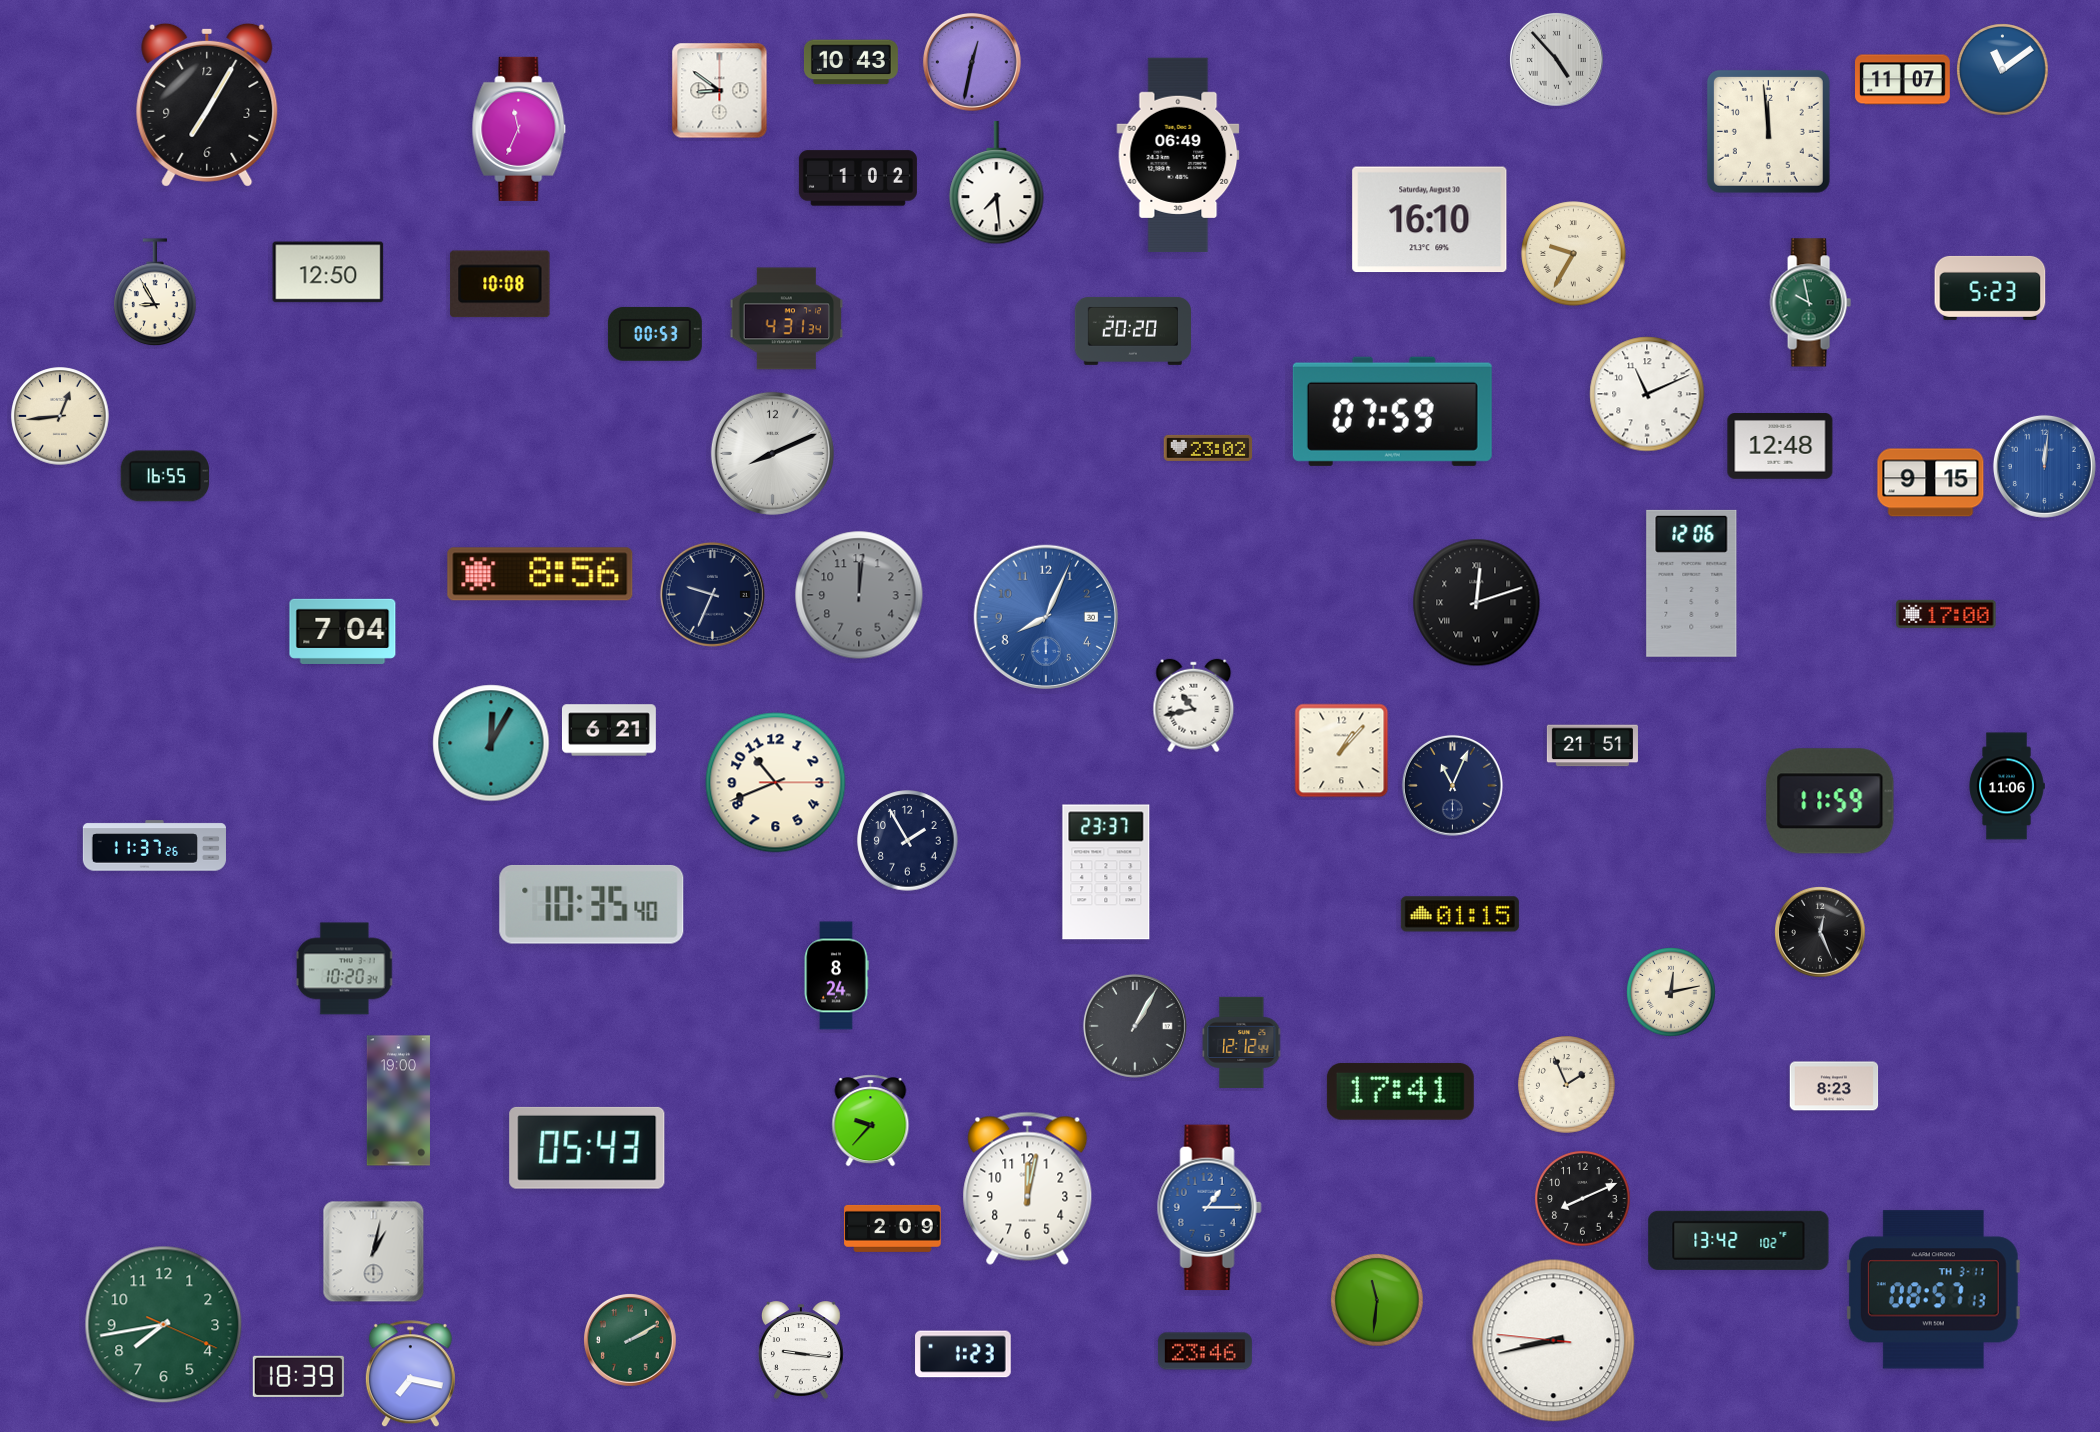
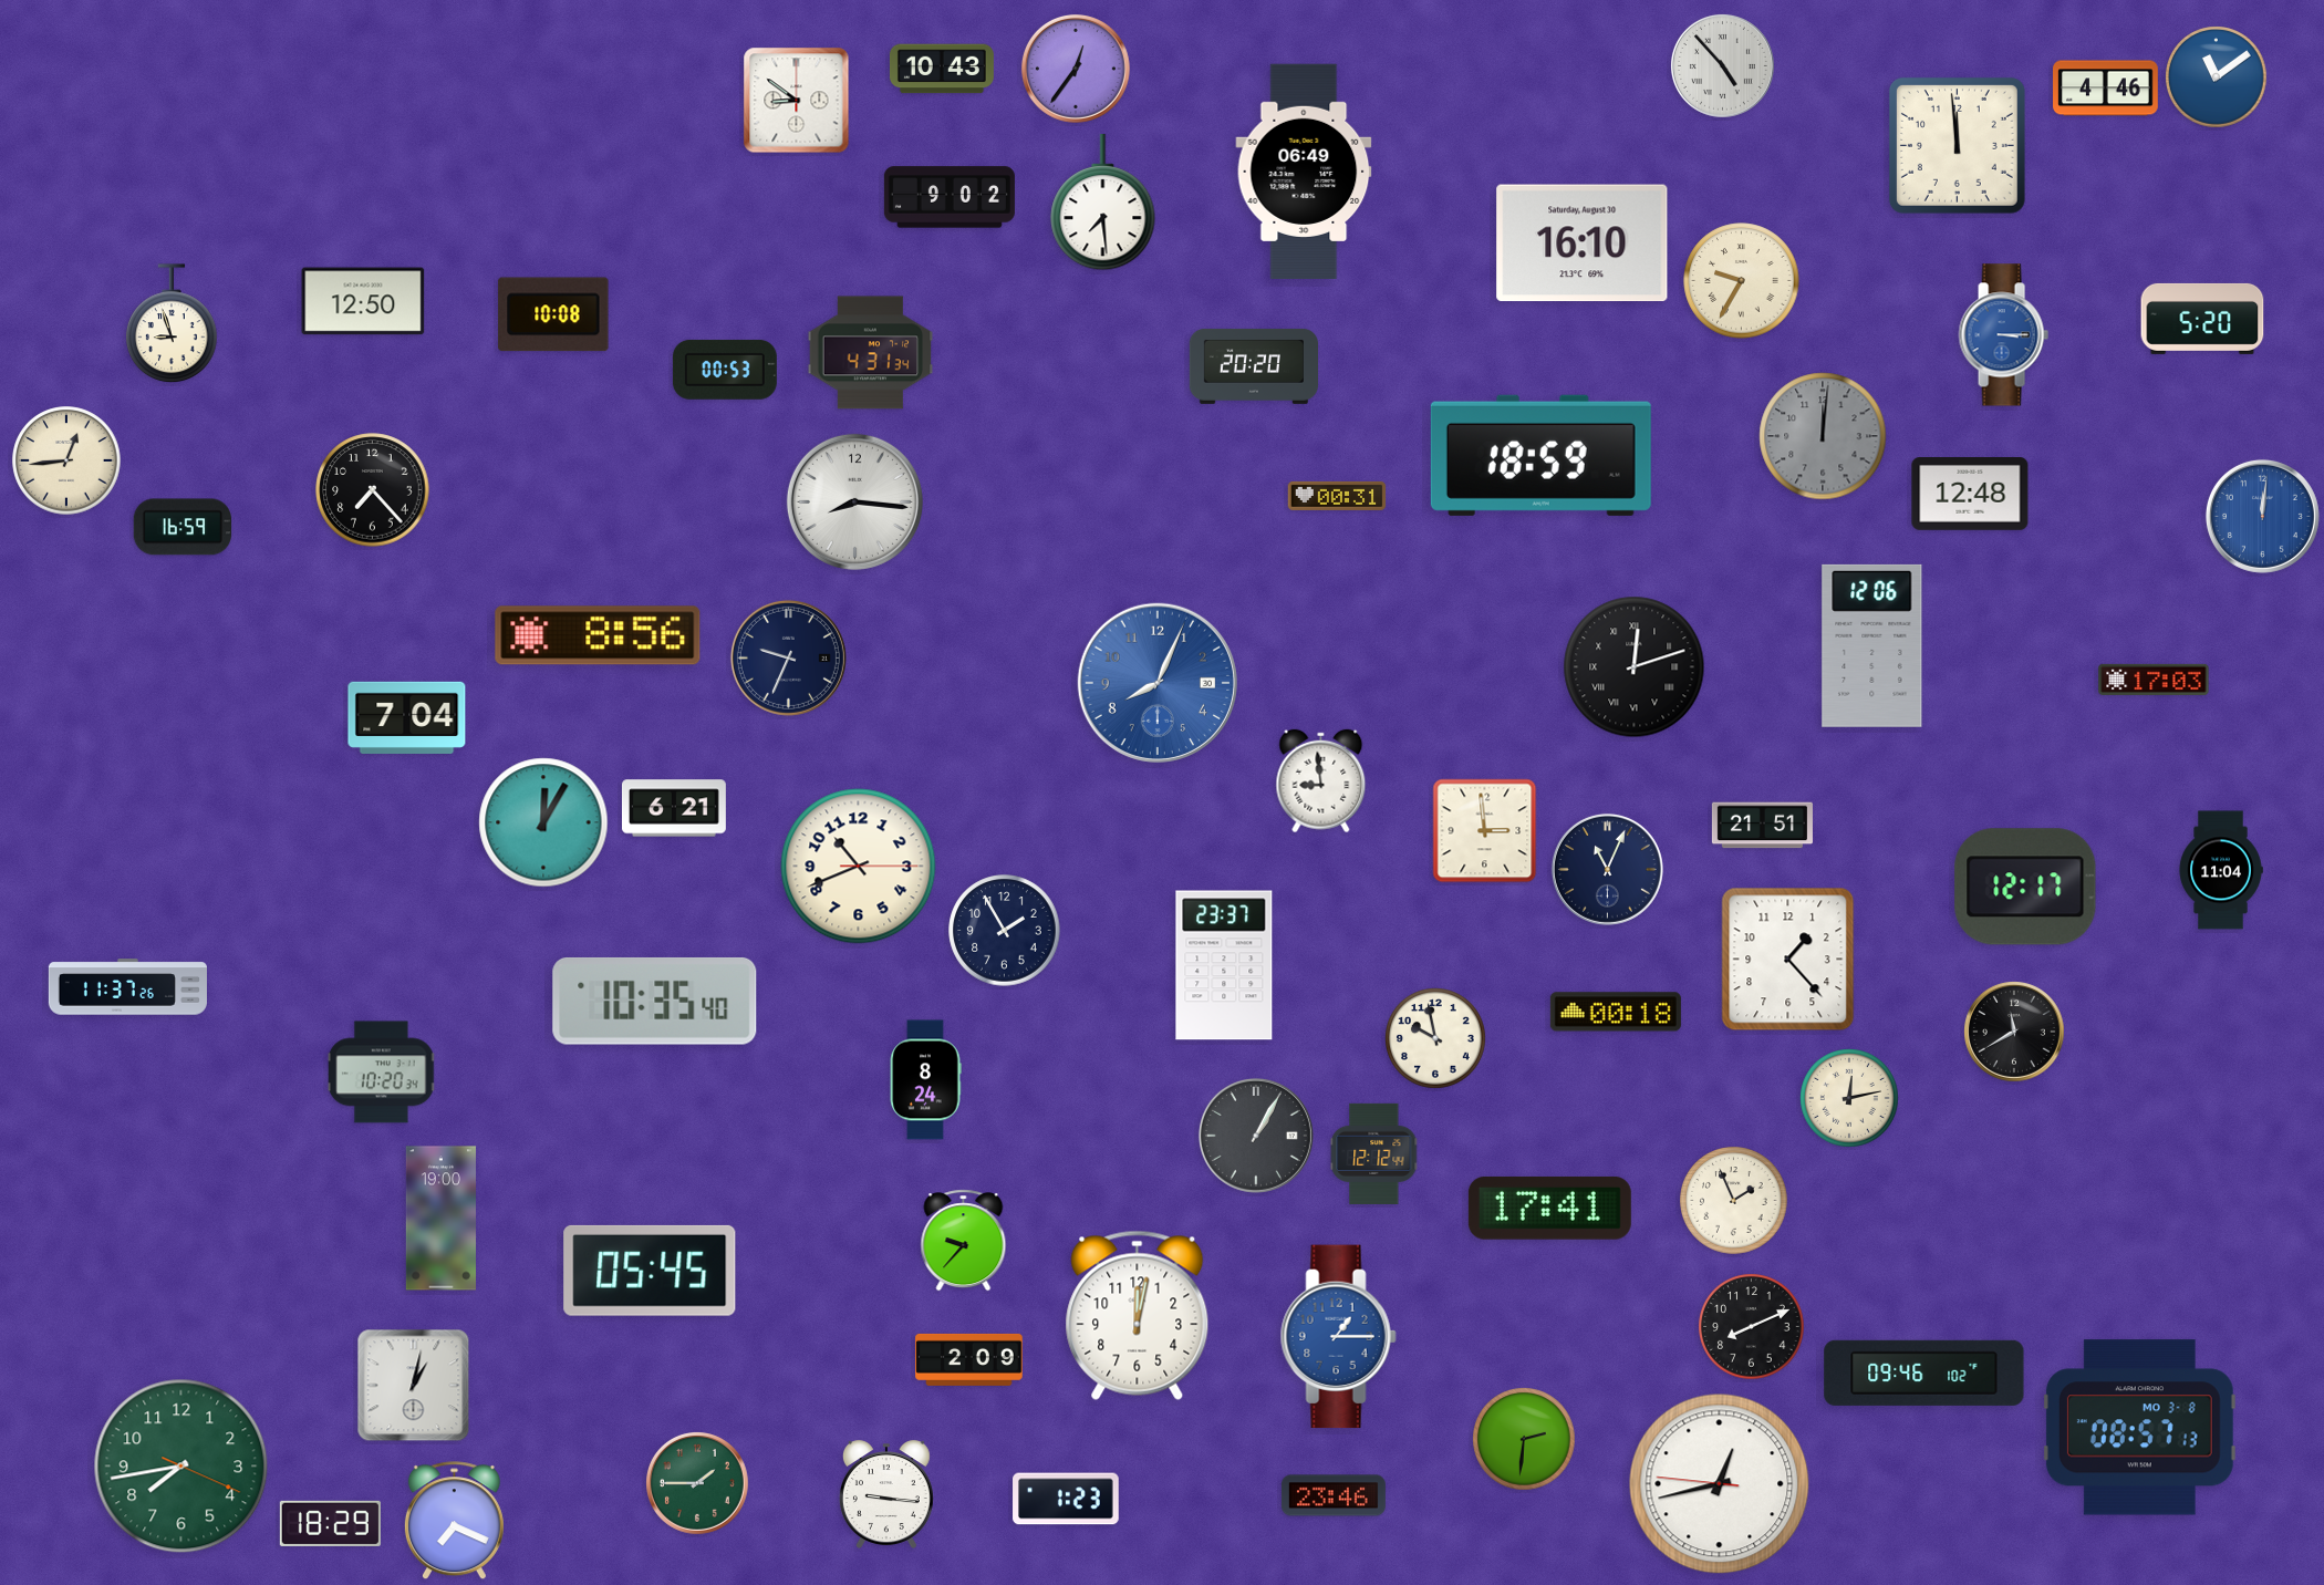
clock at (972, 62): 12:32 -> 12:36
clock at (1903, 80): 11:07 -> 4:46
clock at (207, 105): 7:05 -> none
clock at (519, 129): 11:34 -> none
clock at (858, 178): 1:02 -> 9:02
clock at (1990, 288): 5:23 -> 5:20
clock at (155, 292): 8:55 -> 8:57
clock at (1810, 303): 9:58 -> 3:15
clock at (1810, 303) dial: green -> blue
clock at (1647, 394): 11:11 -> 12:01
clock at (1647, 394) dial: white -> grey
clock at (1392, 411): 07:59 -> 18:59
clock at (373, 490): none -> 7:23
clock at (1208, 448): 23:02 -> 00:31
clock at (772, 453): 8:11 -> 8:16
clock at (165, 476): 16:55 -> 16:59
clock at (1931, 483): 9:15 -> none
clock at (859, 595): 12:01 -> none
clock at (1946, 614): 17:00 -> 17:03
clock at (343, 631) position: (343, 631) -> (407, 717)
clock at (1194, 706): 10:43 -> 8:59
clock at (1342, 751): 1:07 -> 2:59
clock at (2007, 786): 11:06 -> 11:04
clock at (1830, 801): 11:59 -> 12:17
clock at (154, 846) position: (154, 846) -> (127, 987)
clock at (1788, 960): none -> 1:23
clock at (1460, 914): 01:15 -> 00:18
clock at (1821, 933): 12:26 -> 11:40
clock at (1435, 1038): none -> 9:58
clock at (1834, 1086): 8:23 -> none
clock at (587, 1148): 05:43 -> 05:45
clock at (893, 1228) position: (893, 1228) -> (969, 1359)
clock at (1739, 1240): 13:42 -> 09:46
clock at (1933, 1290) date: TH 3-11 -> MO 3-8
clock at (1377, 1300): 11:31 -> 2:31
clock at (631, 1341): 2:10 -> 1:45
clock at (1554, 1341): 8:42 -> 12:42
clock at (410, 1374): 7:17 -> 7:19
clock at (298, 1376): 18:39 -> 18:29
